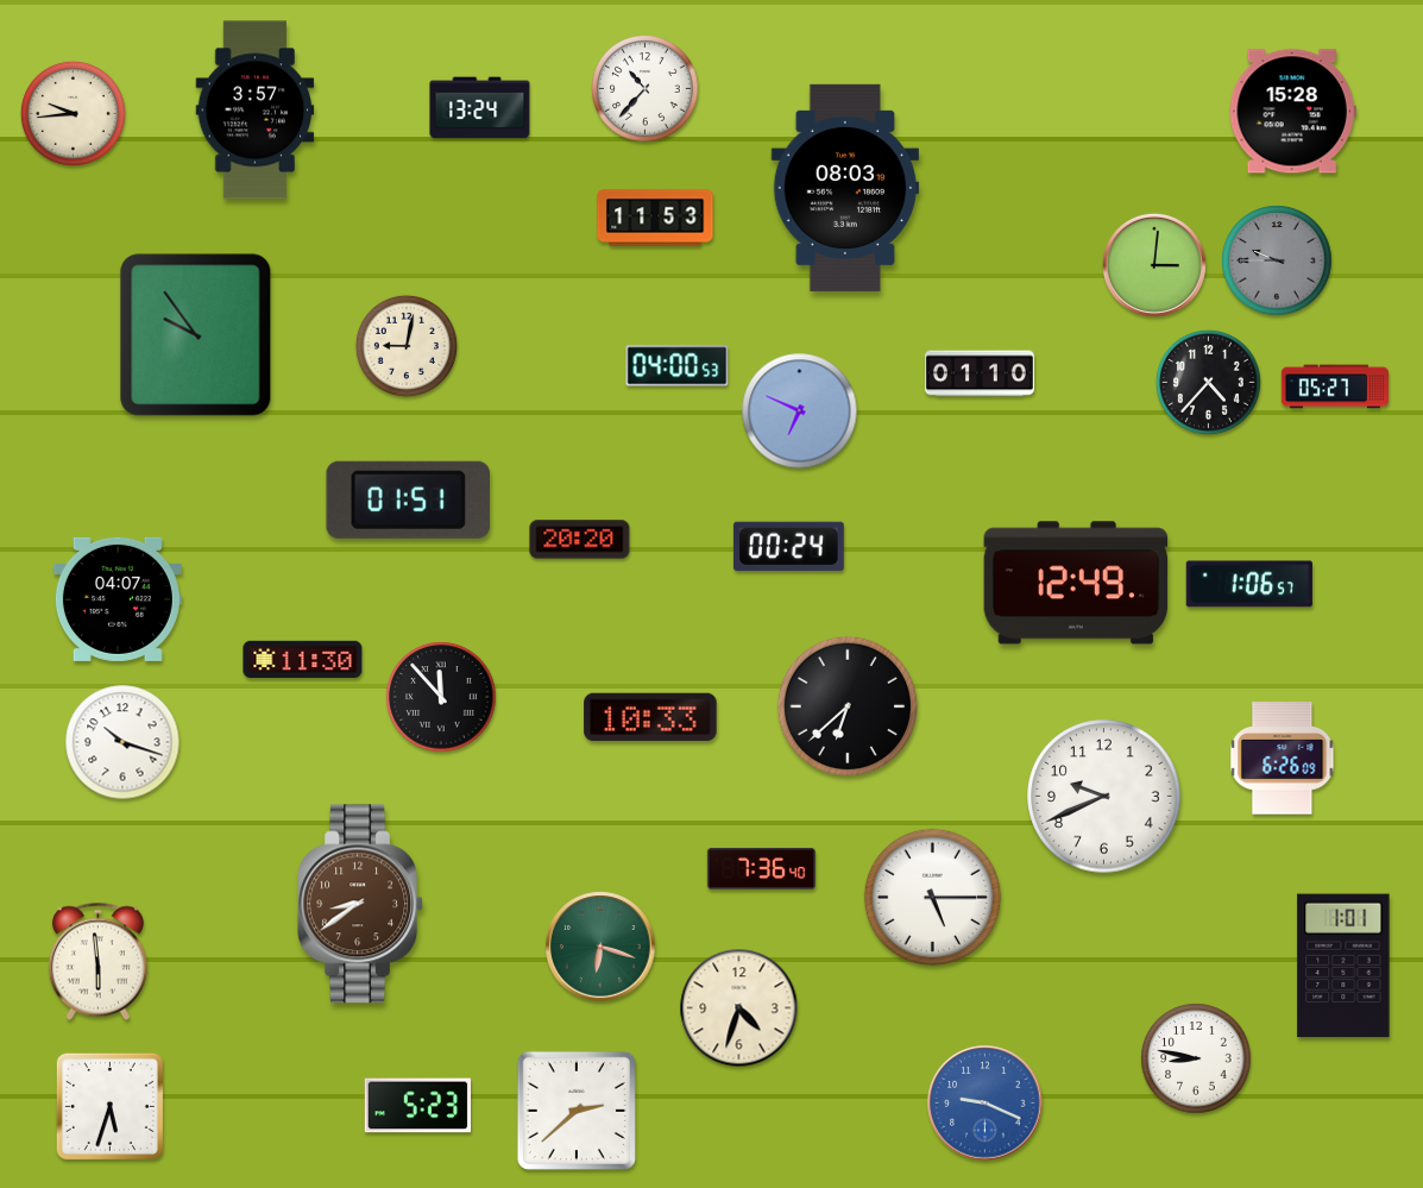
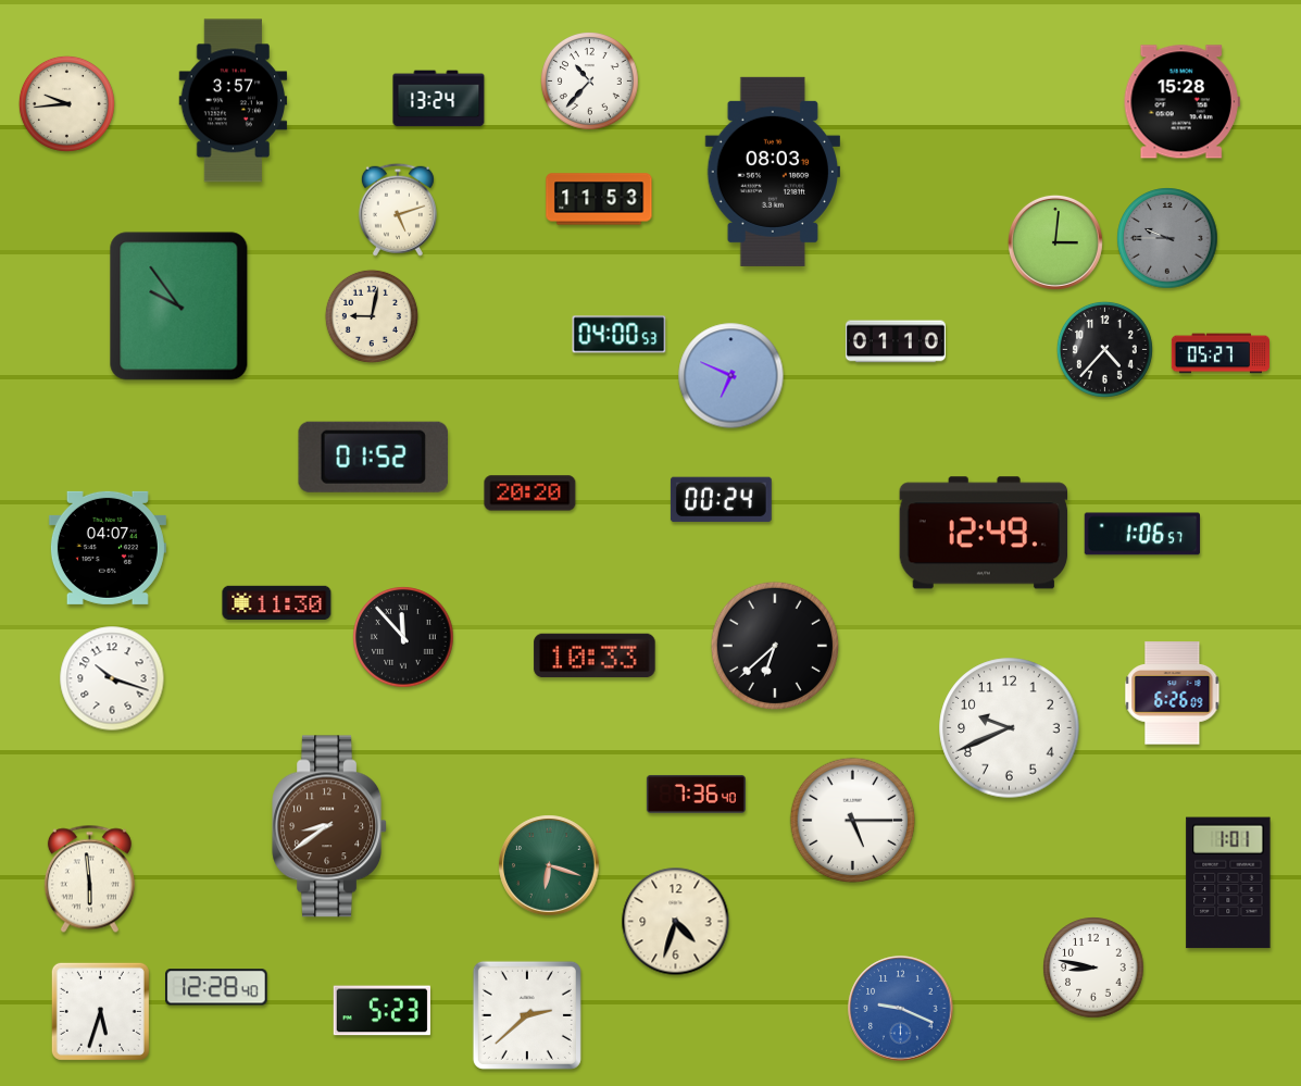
clock at (398, 210): none -> 5:12
clock at (408, 499): 01:51 -> 01:52
clock at (217, 987): none -> 12:28
